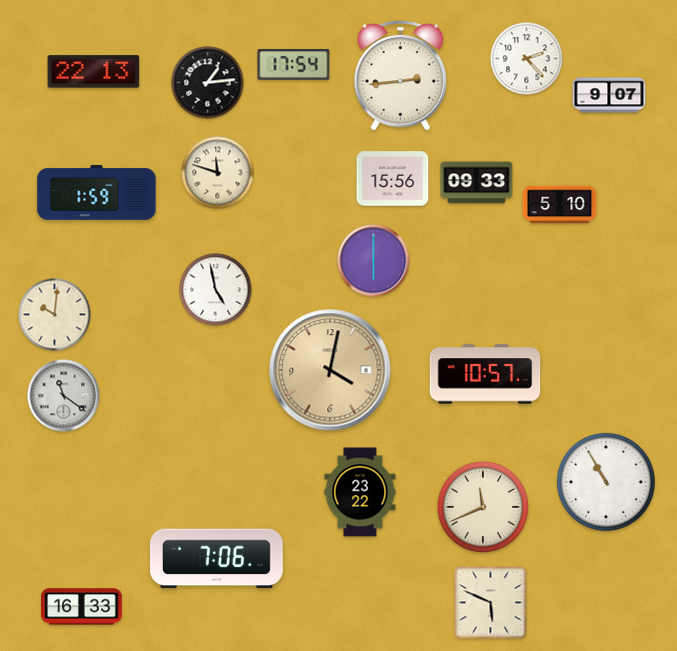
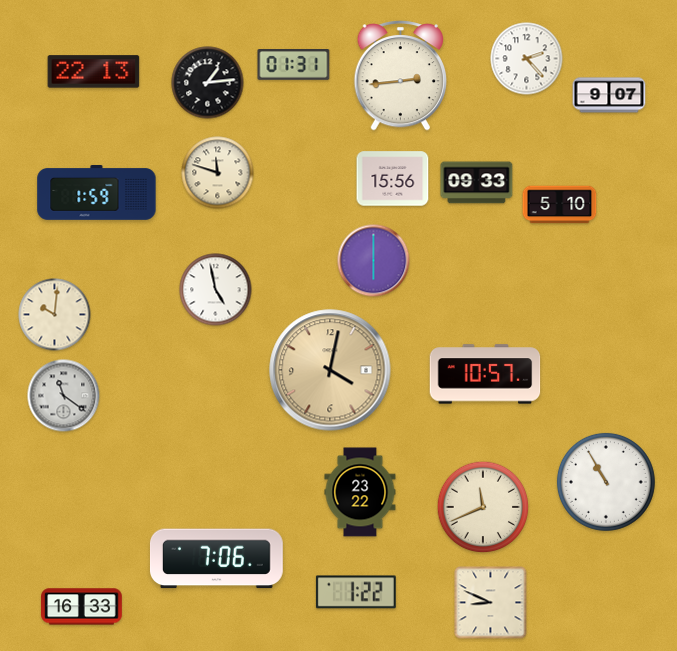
clock at (294, 65): 17:54 -> 01:31
clock at (356, 592): none -> 1:22
clock at (491, 603): 5:49 -> 8:49
